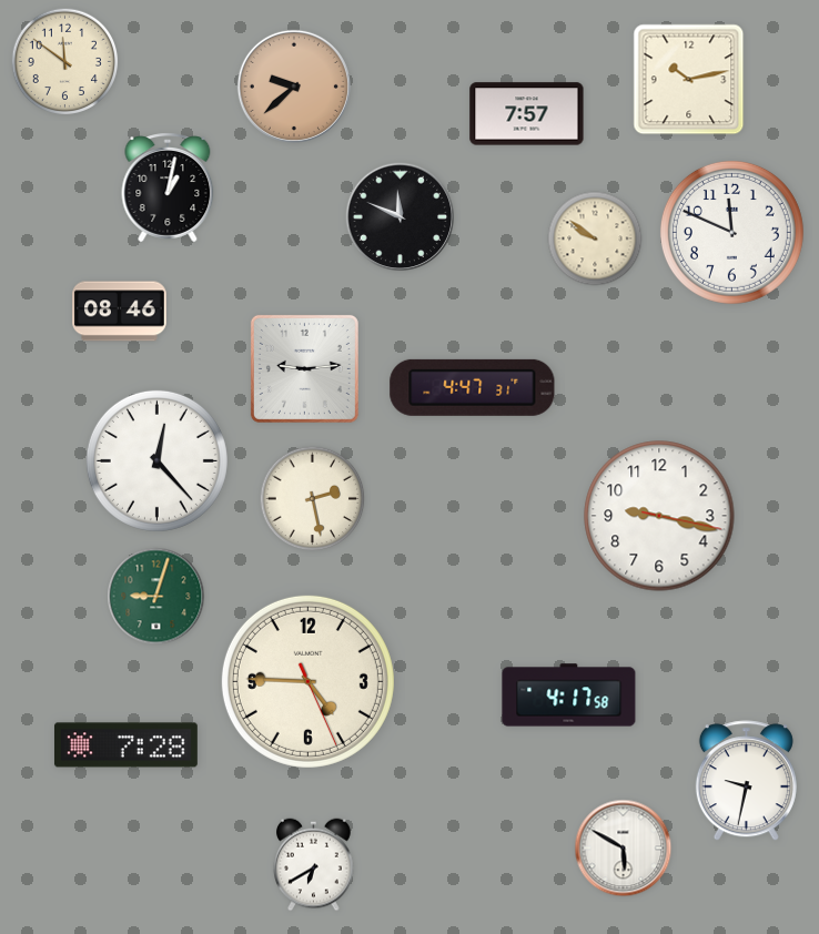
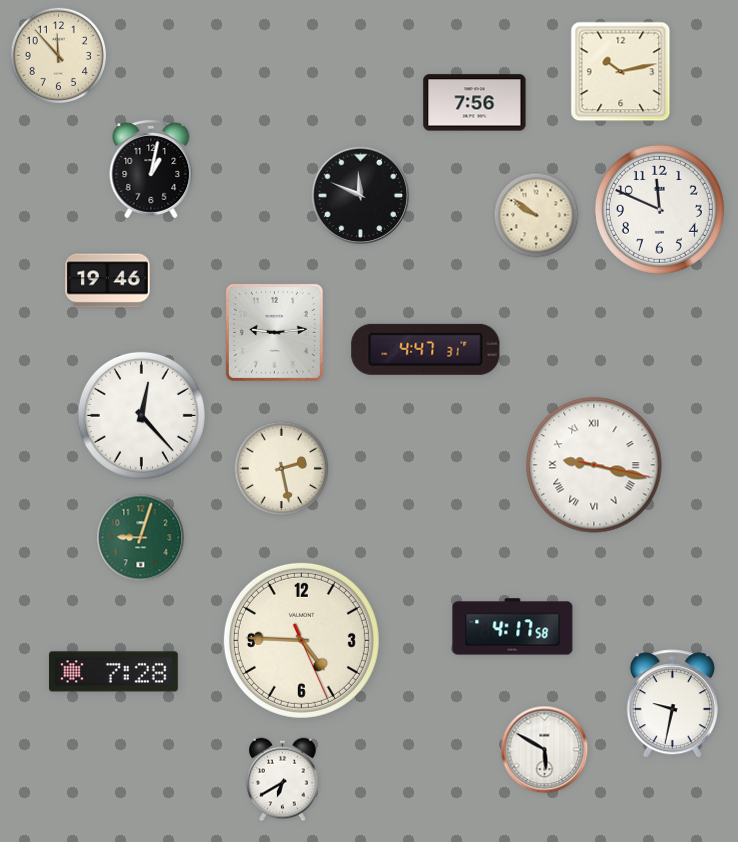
clock at (65, 62): 11:51 -> 11:53
clock at (294, 87): 9:38 -> none
clock at (527, 114): 7:57 -> 7:56
clock at (120, 312): 08:46 -> 19:46
clock at (313, 499) position: (313, 499) -> (282, 469)
clock at (659, 516) numerals: Arabic -> Roman
clock at (307, 681) position: (307, 681) -> (301, 640)
clock at (624, 849) position: (624, 849) -> (545, 750)
